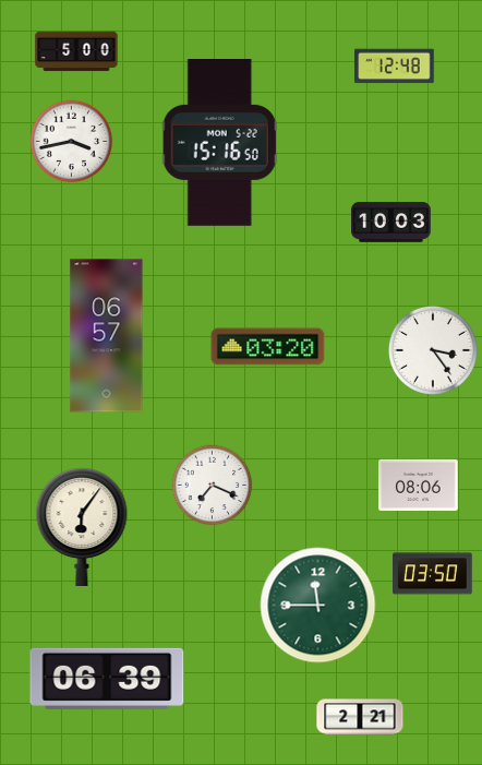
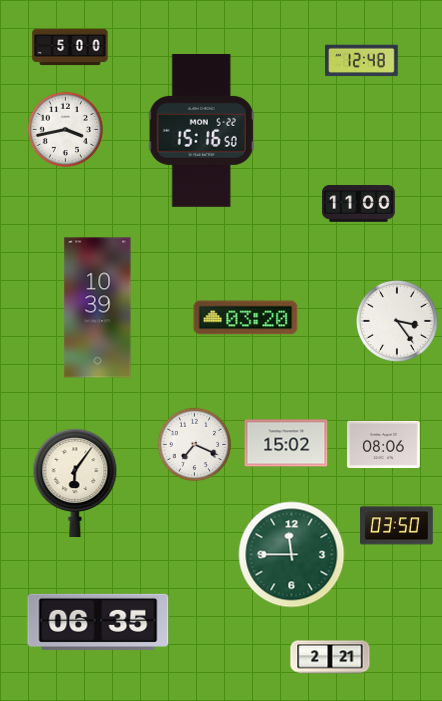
clock at (391, 223): 10:03 -> 11:00
clock at (107, 336): 06:57 -> 10:39
clock at (286, 443): none -> 15:02
clock at (107, 679): 06:39 -> 06:35
